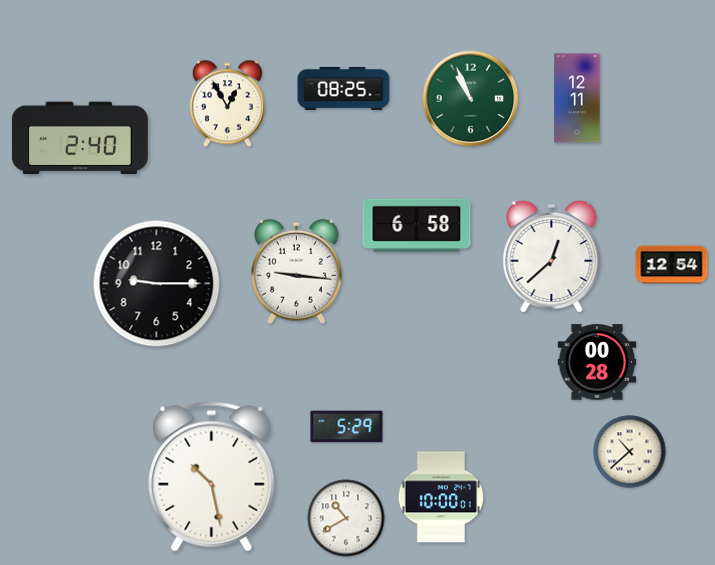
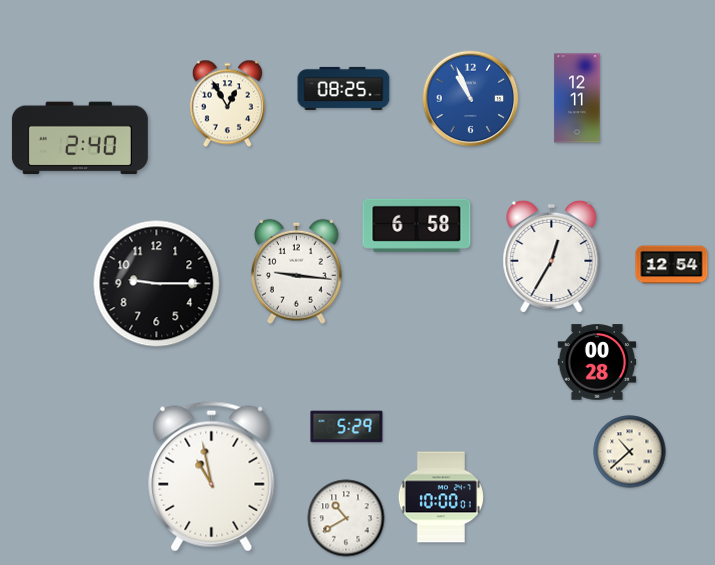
clock at (471, 99) dial: green -> blue
clock at (552, 256): 12:38 -> 12:35
clock at (212, 477): 10:28 -> 10:58
